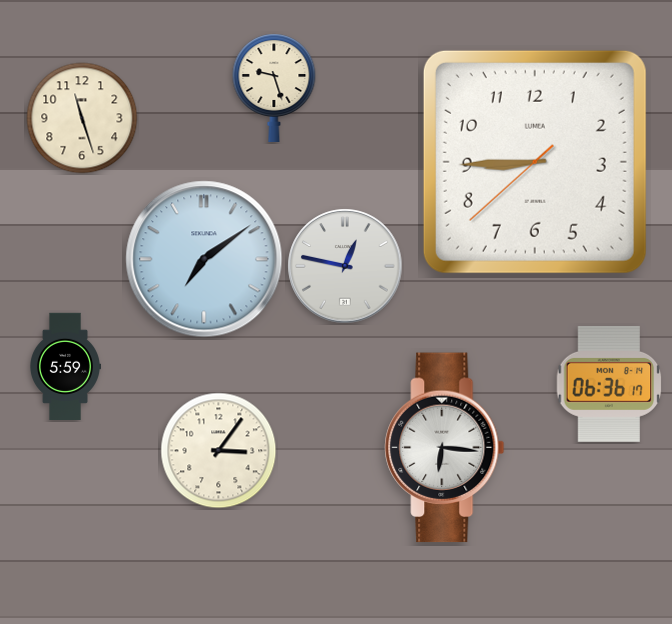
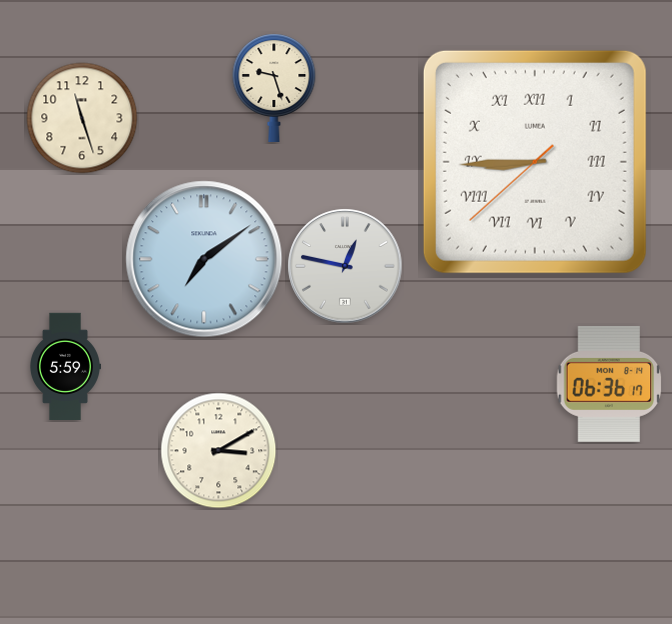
clock at (535, 162) numerals: Arabic -> Roman
clock at (445, 448): 6:16 -> none
clock at (219, 451): 3:06 -> 3:10
